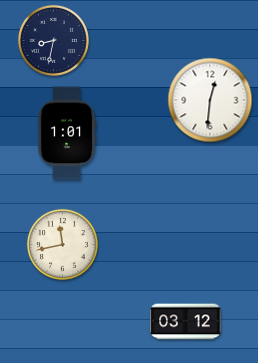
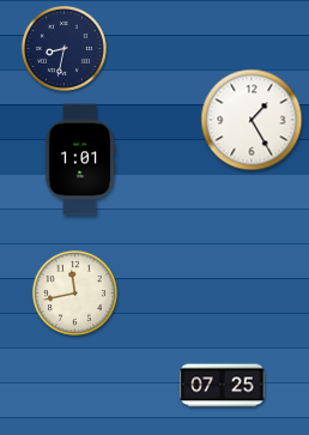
clock at (210, 100): 12:31 -> 1:25
clock at (186, 322): 03:12 -> 07:25
